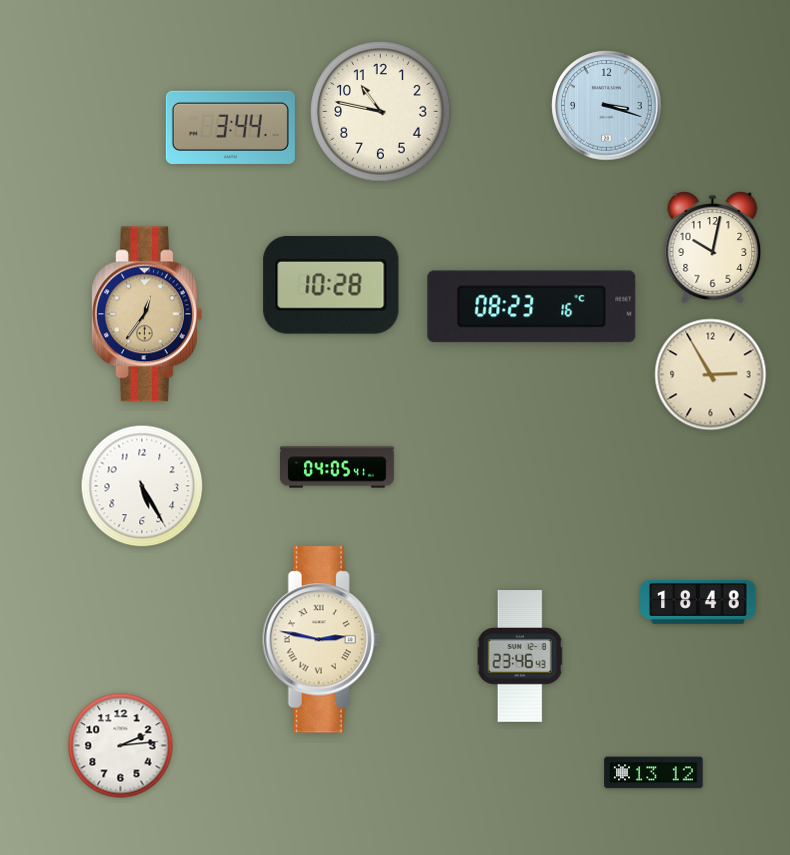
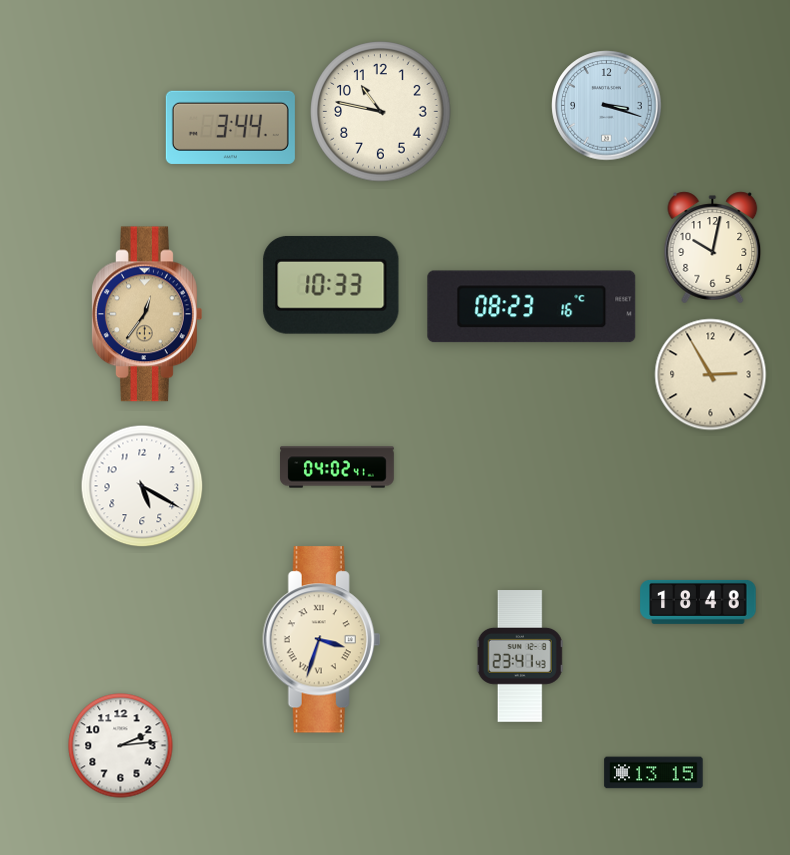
clock at (331, 285): 10:28 -> 10:33
clock at (338, 467): 04:05 -> 04:02
clock at (142, 486): 5:25 -> 5:20
clock at (322, 640): 2:47 -> 3:33
clock at (520, 657): 23:46 -> 23:41
clock at (654, 773): 13:12 -> 13:15
